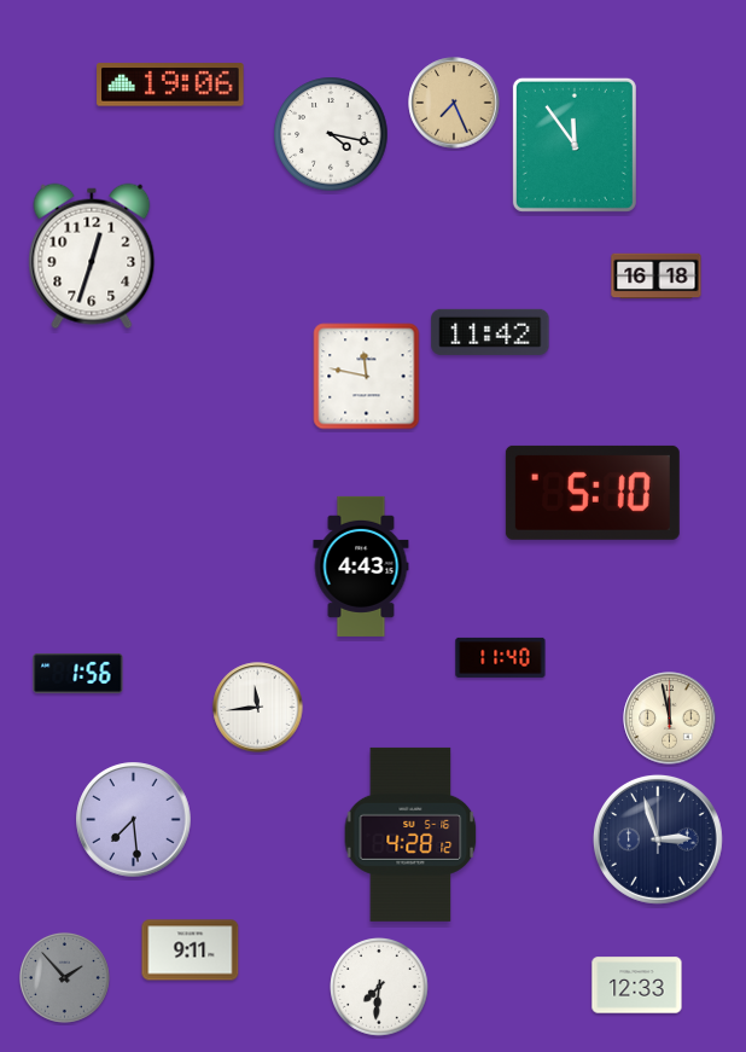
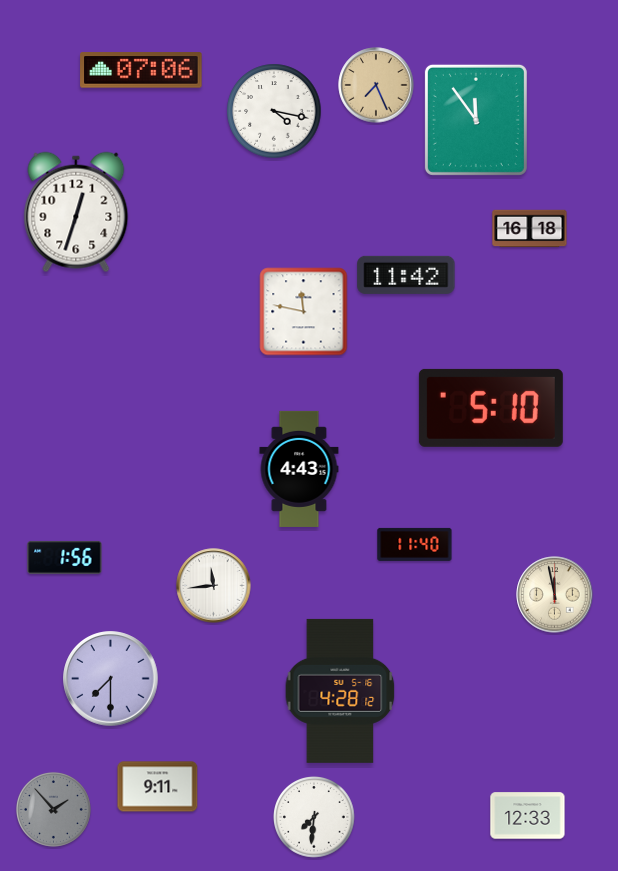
clock at (170, 85): 19:06 -> 07:06
clock at (657, 277) position: (657, 277) -> (530, 229)
clock at (134, 820): 7:29 -> 7:30
clock at (658, 839): 2:57 -> none
